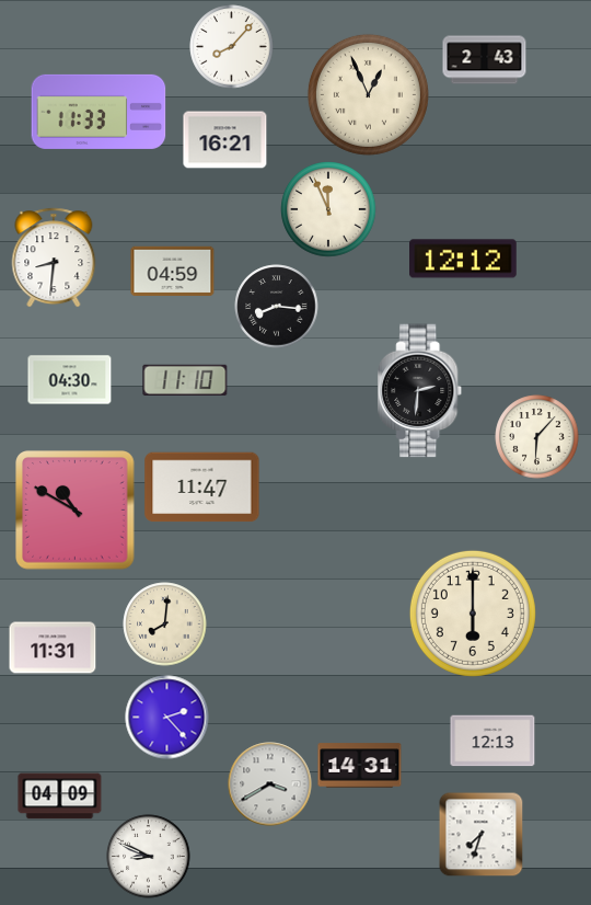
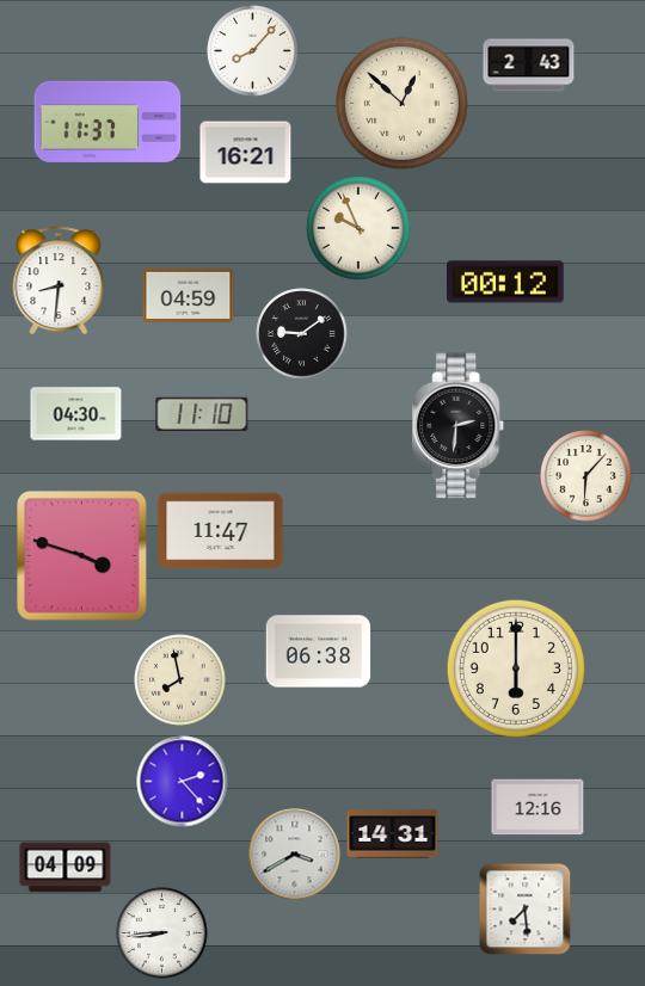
clock at (368, 94): 12:56 -> 12:52
clock at (99, 112): 11:33 -> 11:37
clock at (328, 209): 11:56 -> 9:56
clock at (464, 259): 12:12 -> 00:12
clock at (277, 307): 8:16 -> 9:09
clock at (76, 511): 10:50 -> 3:48
clock at (319, 652): none -> 06:38
clock at (165, 625): 8:01 -> 7:58
clock at (53, 648): 11:31 -> none
clock at (493, 741): 12:13 -> 12:16
clock at (480, 834): 7:33 -> 7:29
clock at (149, 857): 8:49 -> 8:44
